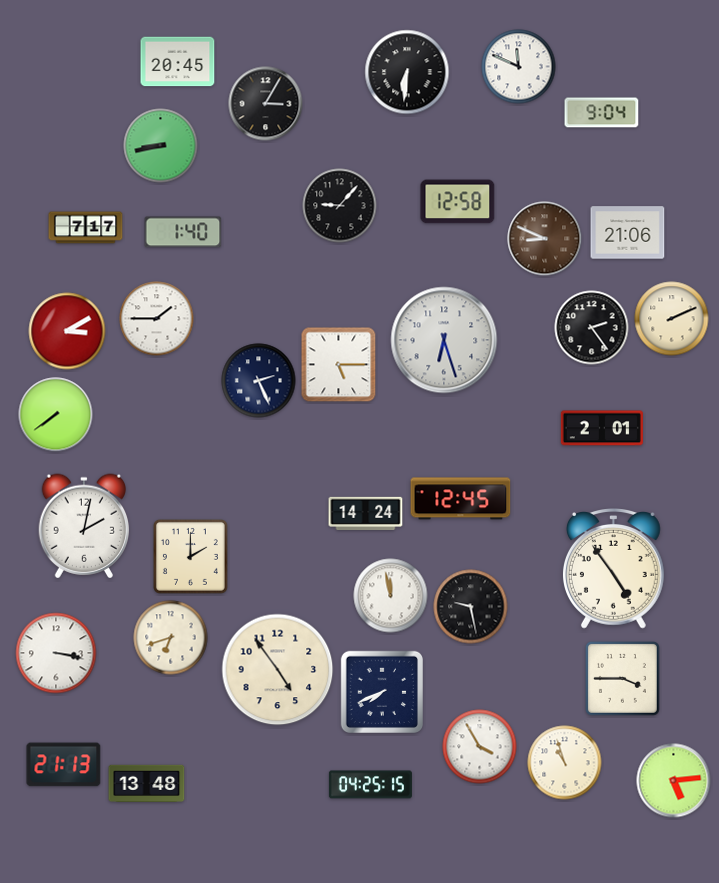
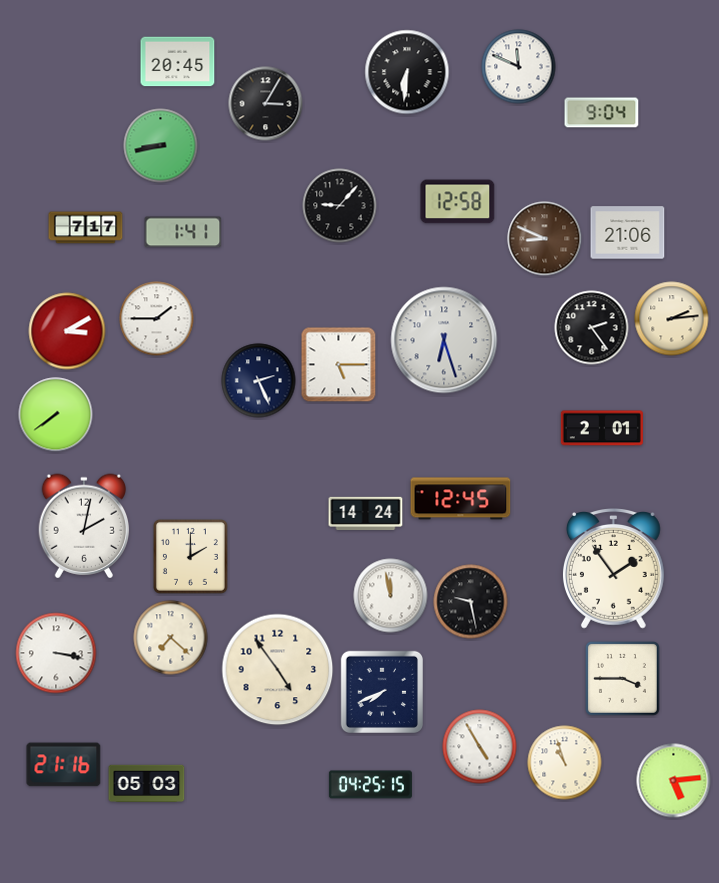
clock at (183, 232): 1:40 -> 1:41
clock at (672, 319): 2:11 -> 2:14
clock at (613, 569): 4:54 -> 1:54
clock at (471, 607) position: (471, 607) -> (471, 602)
clock at (171, 638): 6:42 -> 7:22
clock at (480, 747): 3:55 -> 4:55
clock at (64, 765): 21:13 -> 21:16
clock at (147, 783): 13:48 -> 05:03
